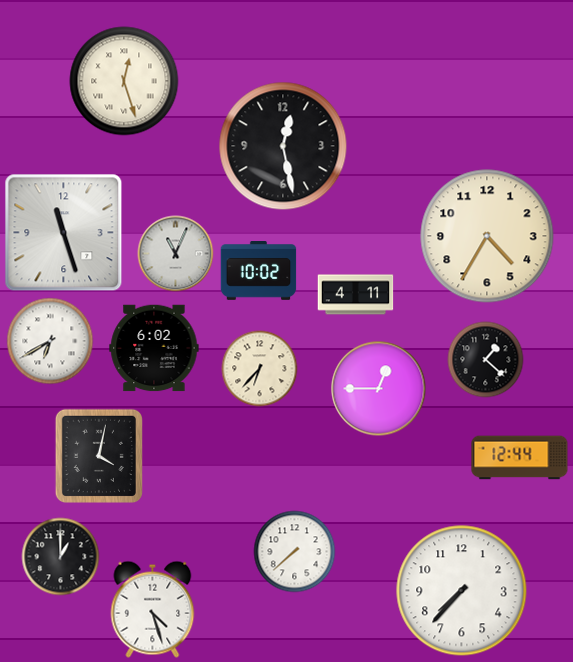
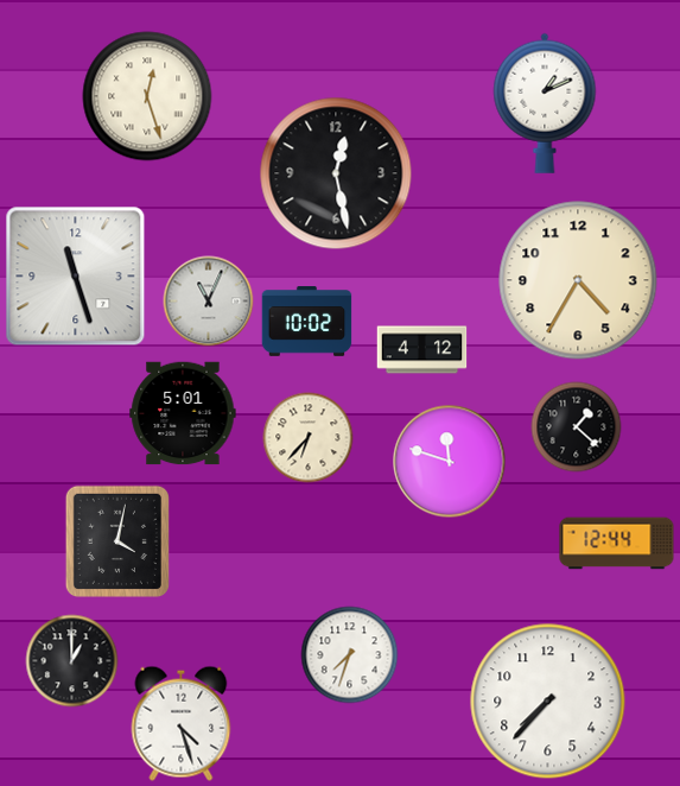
clock at (545, 103): none -> 1:11
clock at (356, 295): 4:11 -> 4:12
clock at (50, 341): 6:40 -> none
clock at (154, 348): 6:02 -> 5:01
clock at (379, 389): 12:45 -> 11:48
clock at (295, 552): 7:38 -> 7:33
